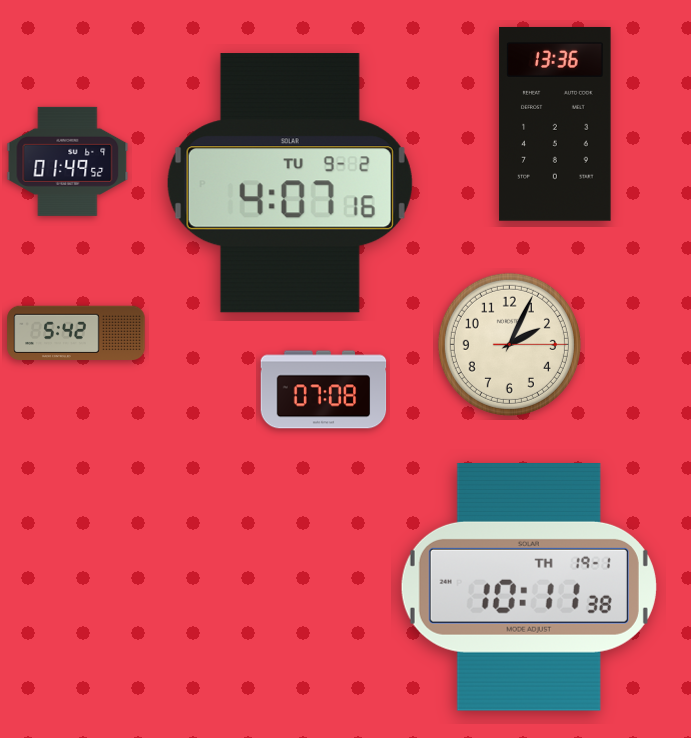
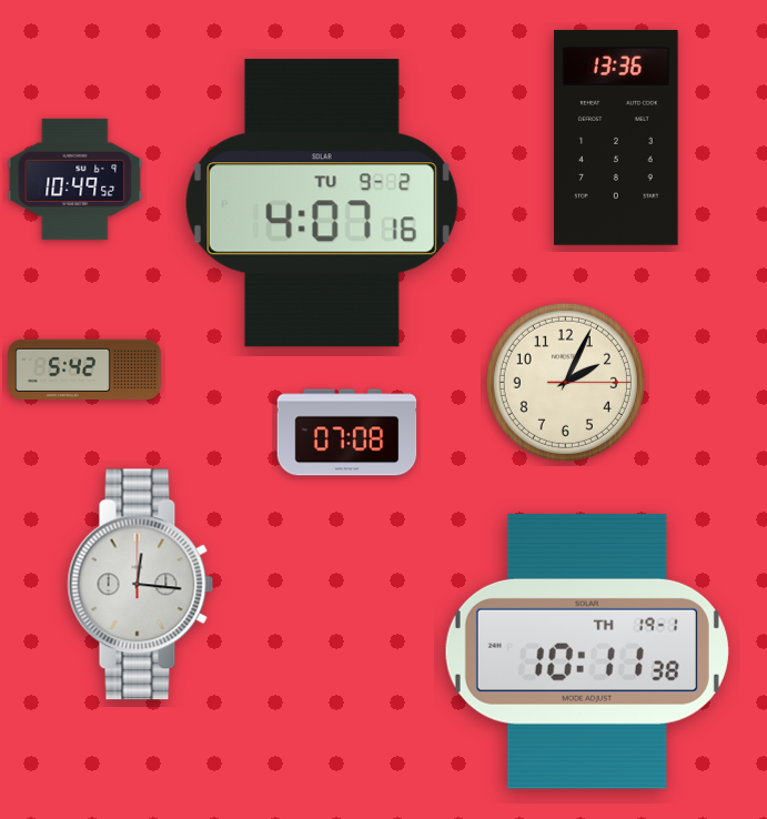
clock at (68, 161): 01:49 -> 10:49
clock at (324, 390) position: (324, 390) -> (347, 433)
clock at (141, 585): none -> 12:16
